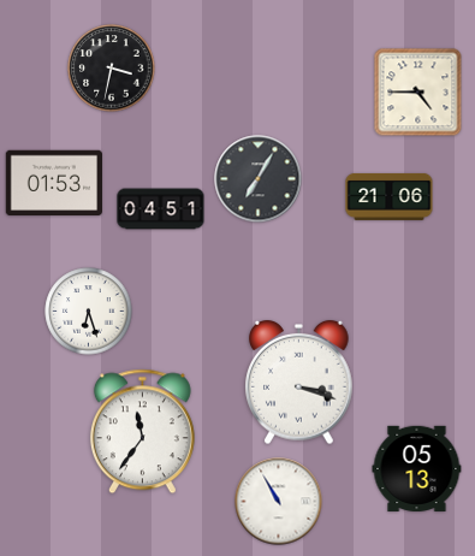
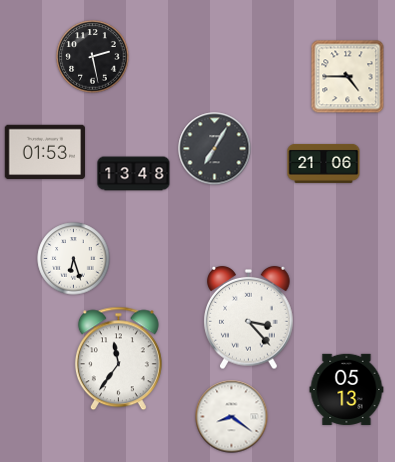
clock at (112, 69): 3:32 -> 2:28
clock at (161, 209): 04:51 -> 13:48
clock at (299, 383): 3:18 -> 3:23
clock at (279, 502): 10:55 -> 8:21
